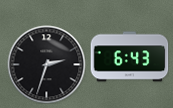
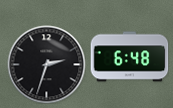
clock at (129, 57): 6:43 -> 6:48
